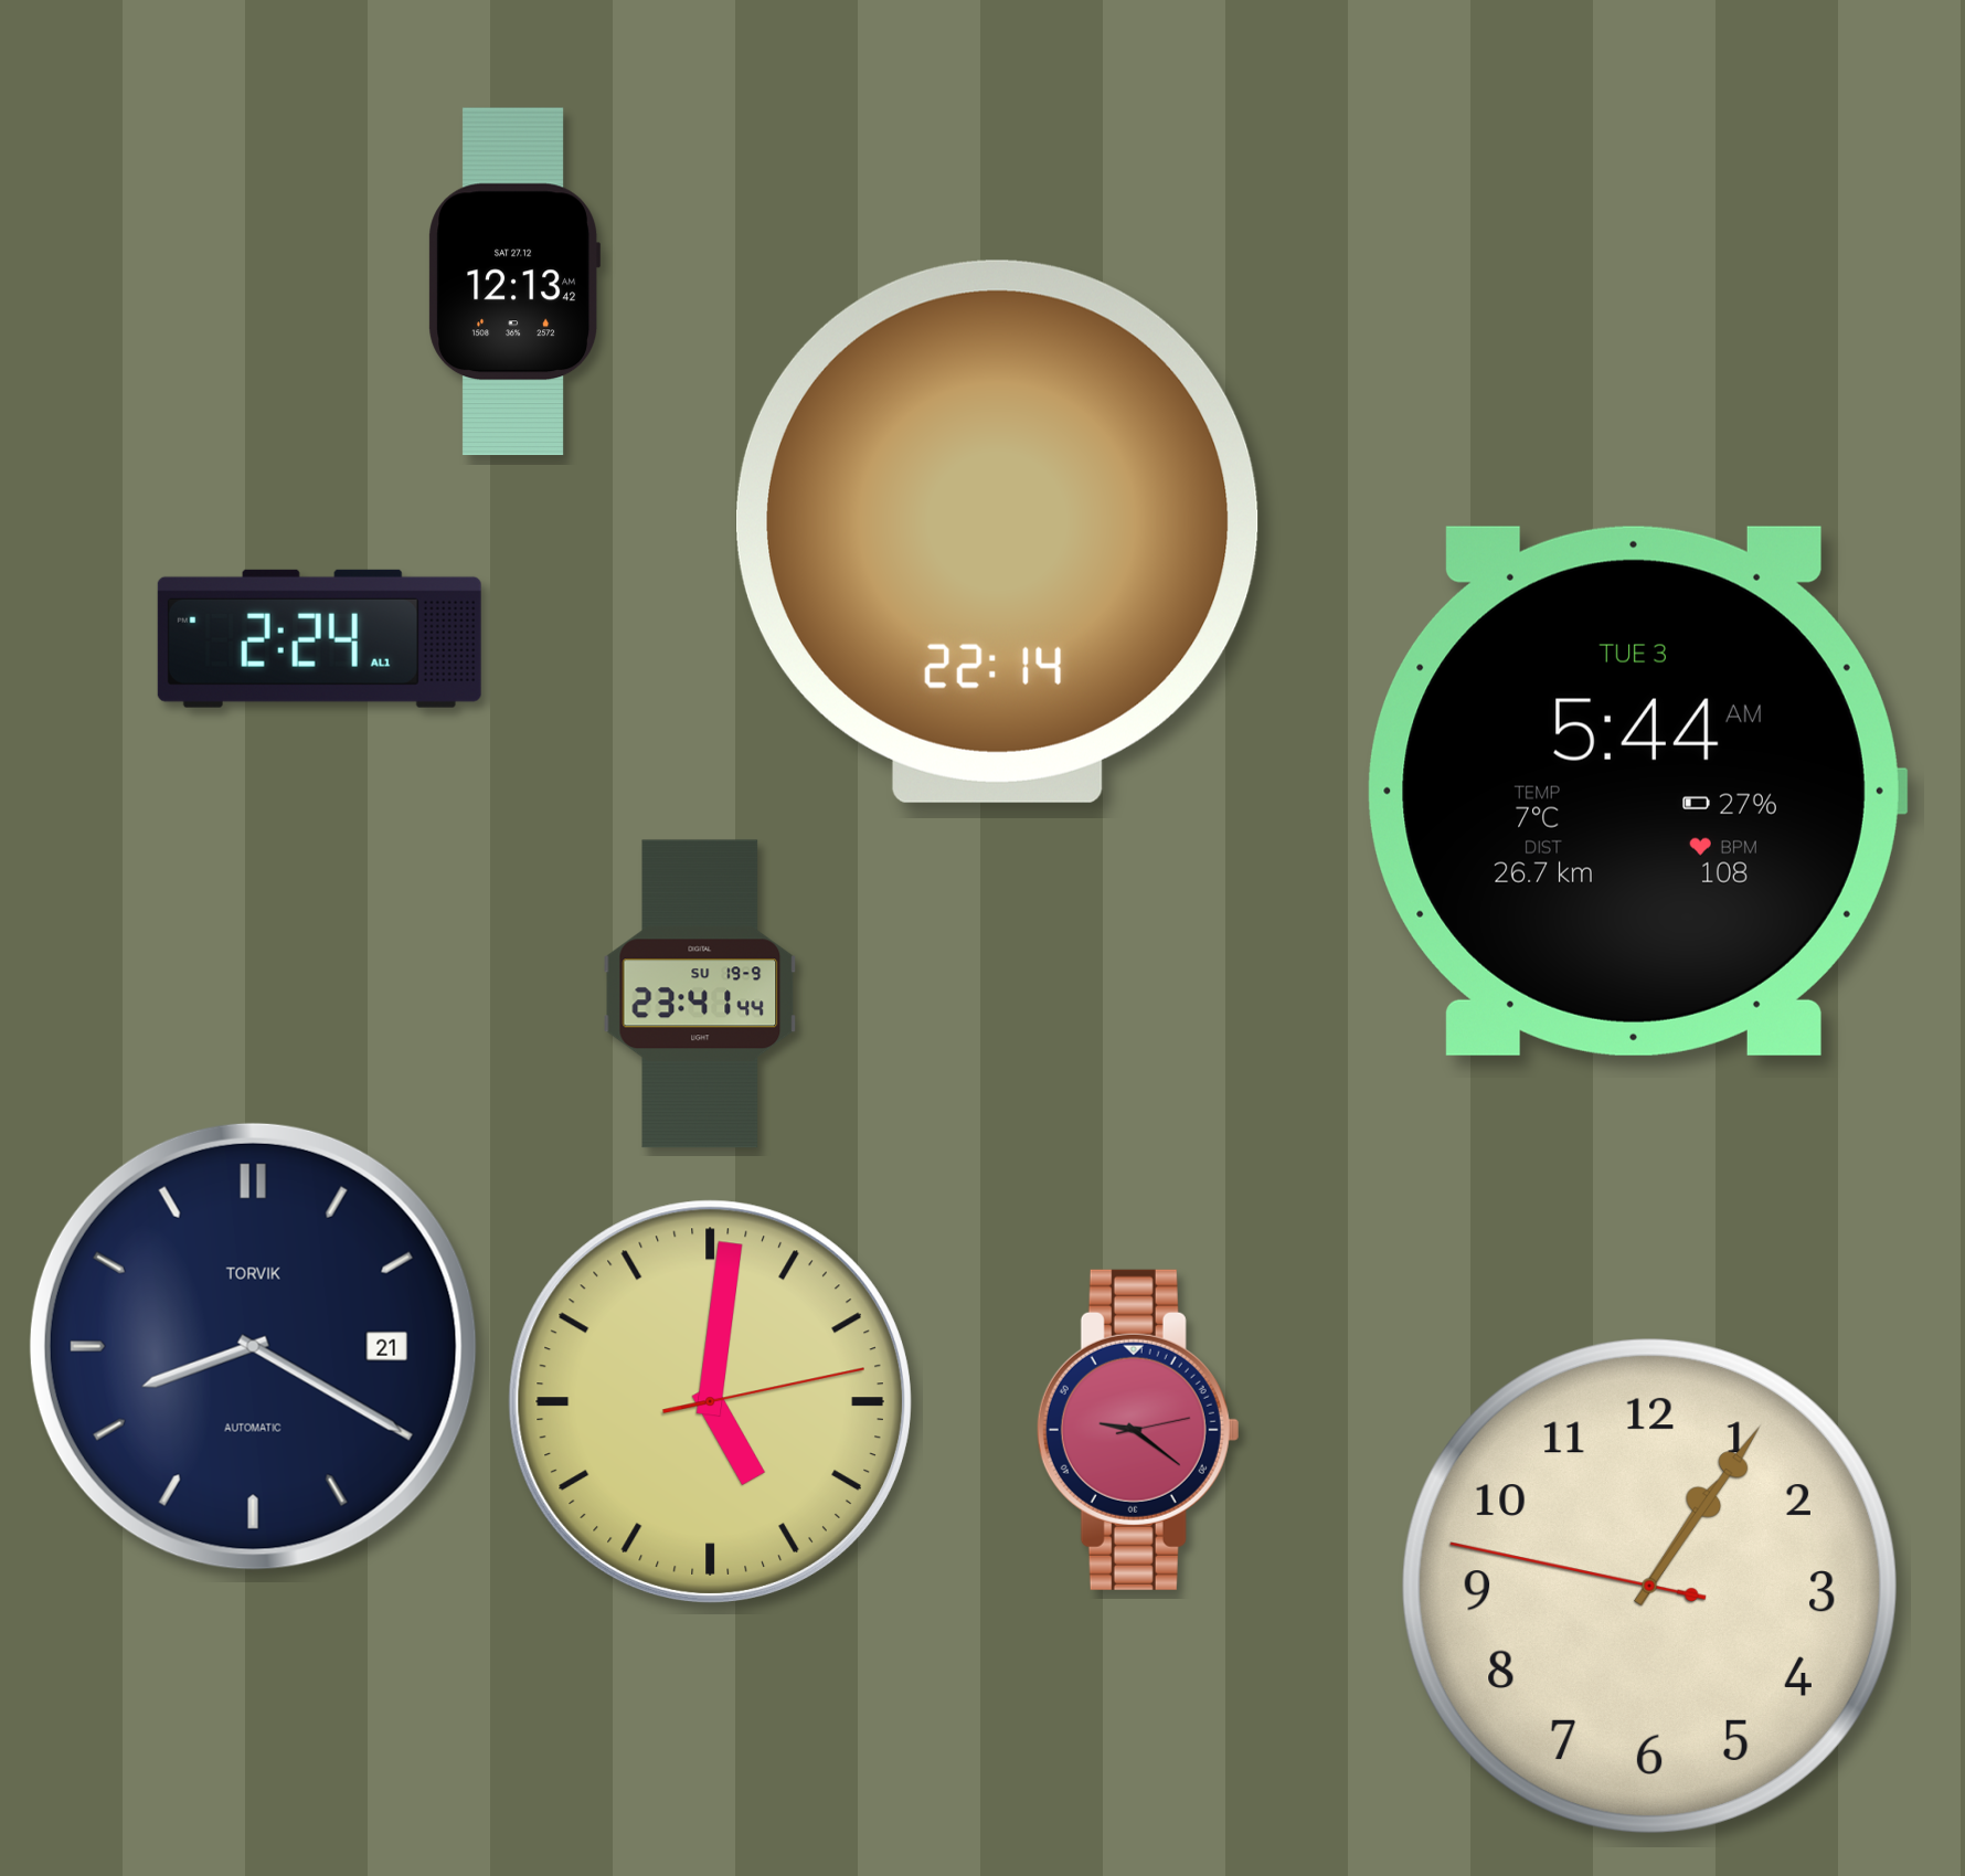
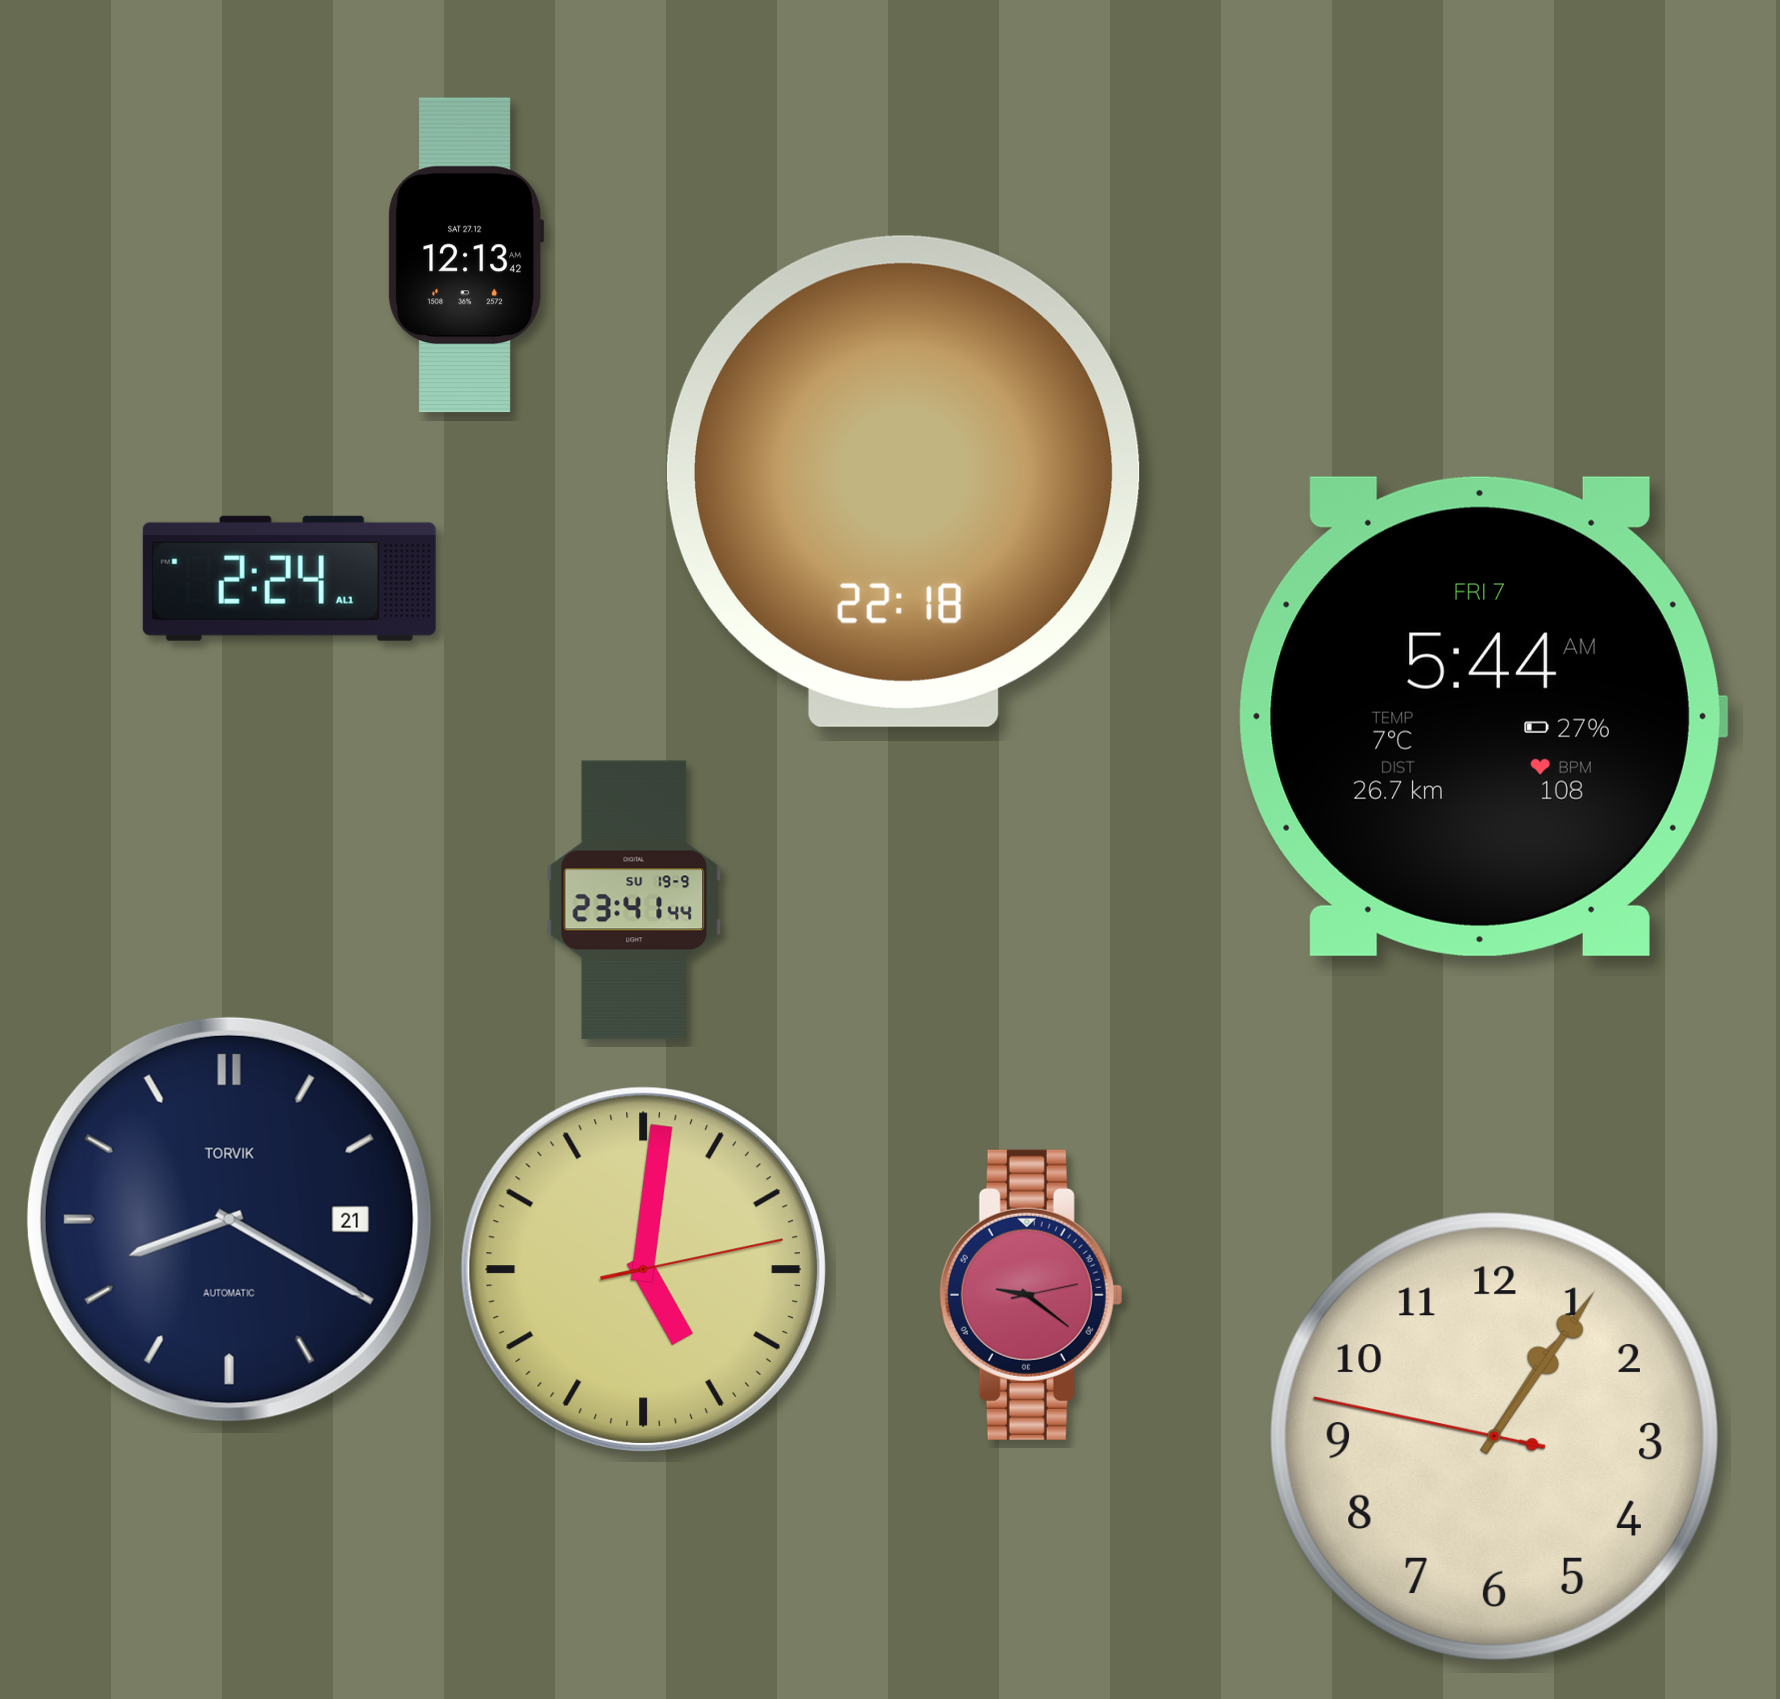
clock at (997, 531): 22:14 -> 22:18
clock at (1637, 791) date: TUE 3 -> FRI 7
